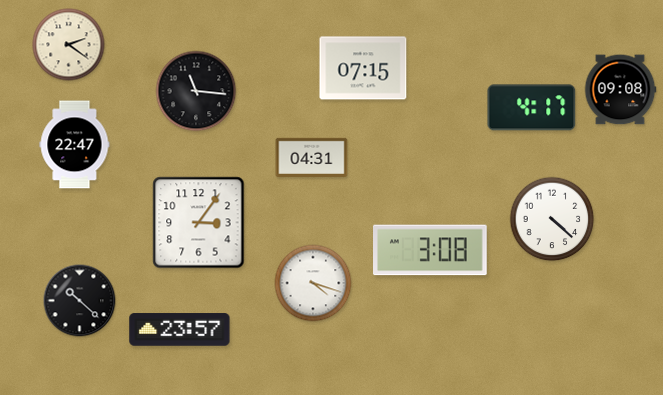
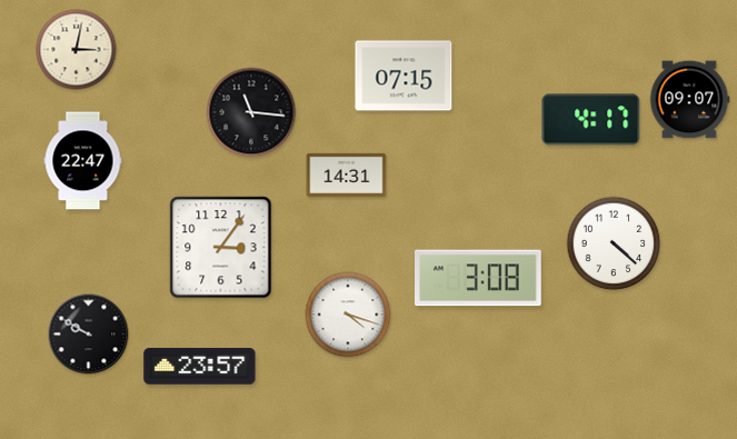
clock at (69, 45): 2:21 -> 3:02
clock at (620, 90): 09:08 -> 09:07
clock at (196, 91) position: (196, 91) -> (251, 112)
clock at (312, 157): 04:31 -> 14:31
clock at (80, 301): 10:22 -> 9:50
